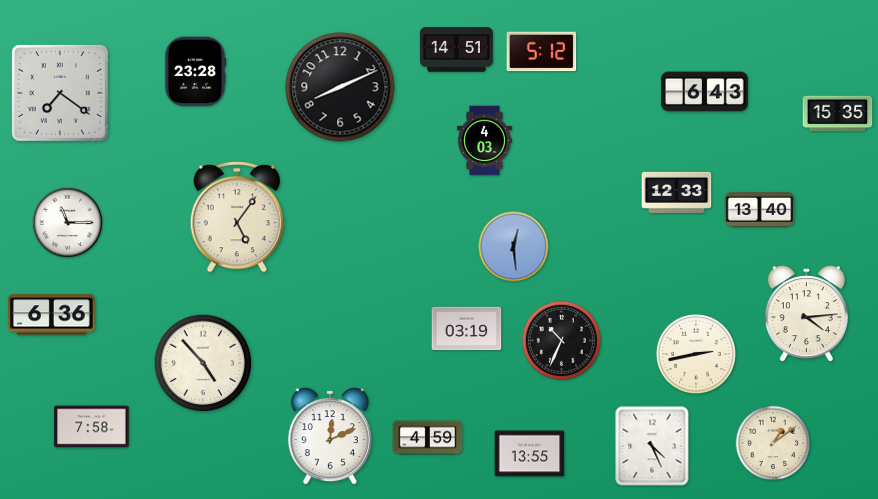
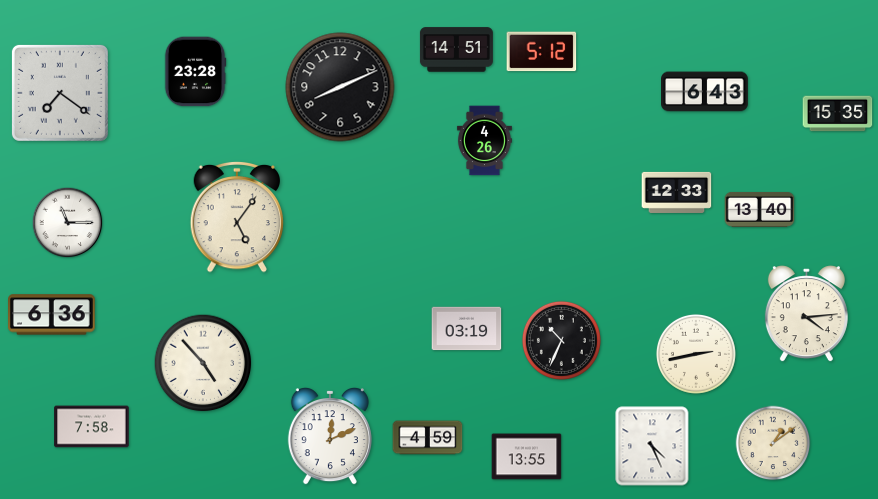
clock at (484, 141): 4:03 -> 4:26
clock at (514, 247): 12:29 -> none
clock at (530, 454) position: (530, 454) -> (527, 457)
